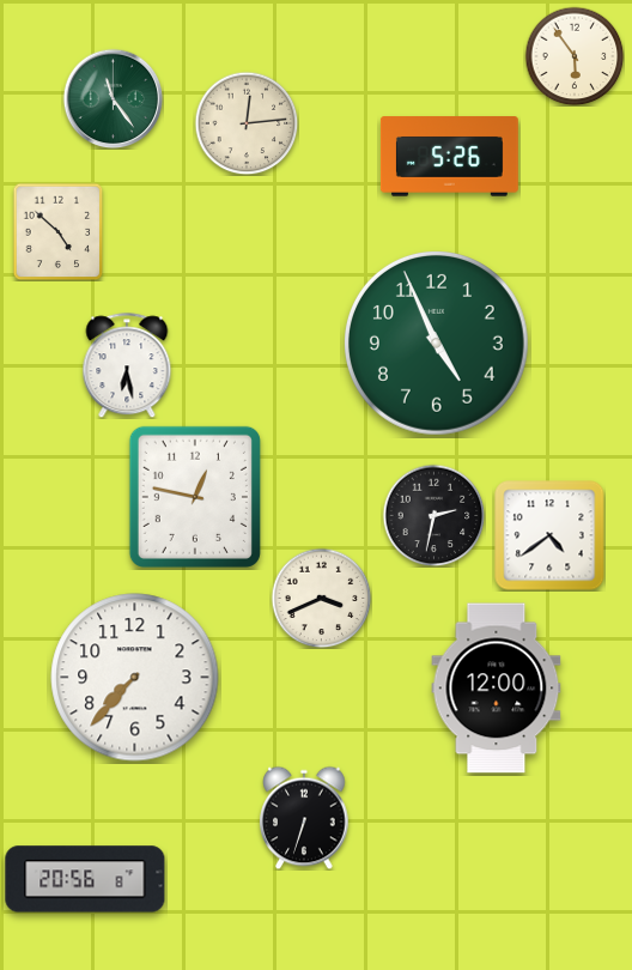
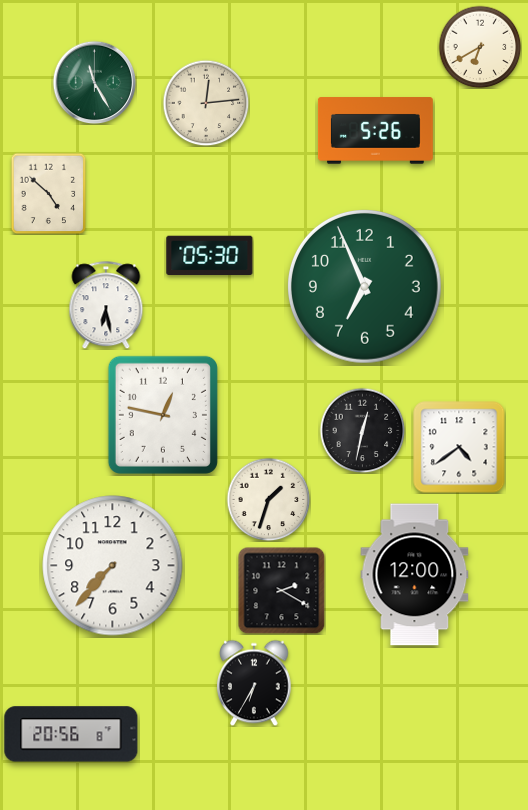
clock at (575, 56): 5:54 -> 6:40
clock at (113, 98): 11:24 -> 11:25
clock at (210, 255): none -> 05:30
clock at (437, 344): 4:56 -> 6:56
clock at (433, 515): 2:32 -> 12:32
clock at (321, 598): 3:41 -> 1:33
clock at (281, 590): none -> 2:20
clock at (304, 818): 6:33 -> 6:35
